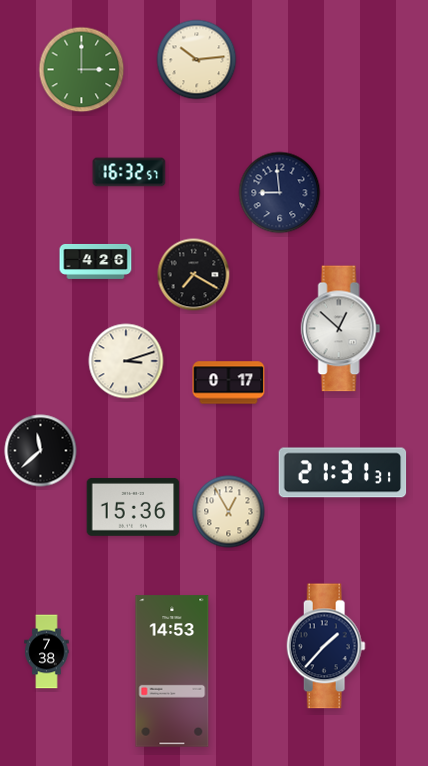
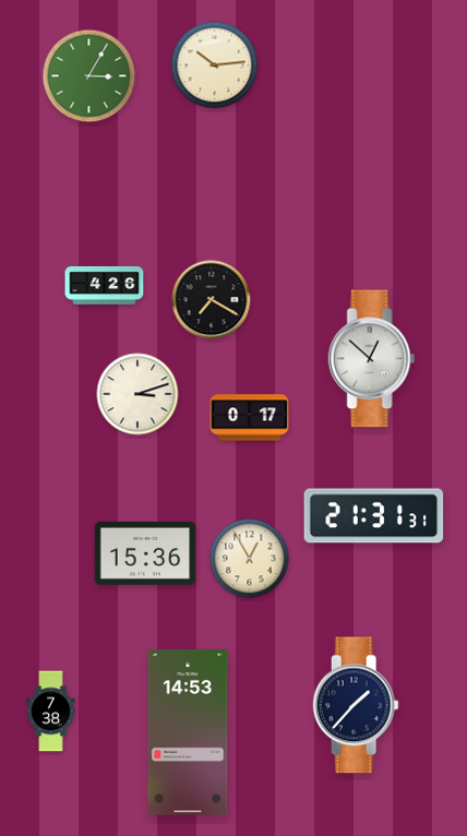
clock at (82, 70): 3:00 -> 3:05
clock at (129, 172): 16:32 -> none
clock at (280, 193): 8:59 -> none
clock at (41, 451): 11:38 -> none
